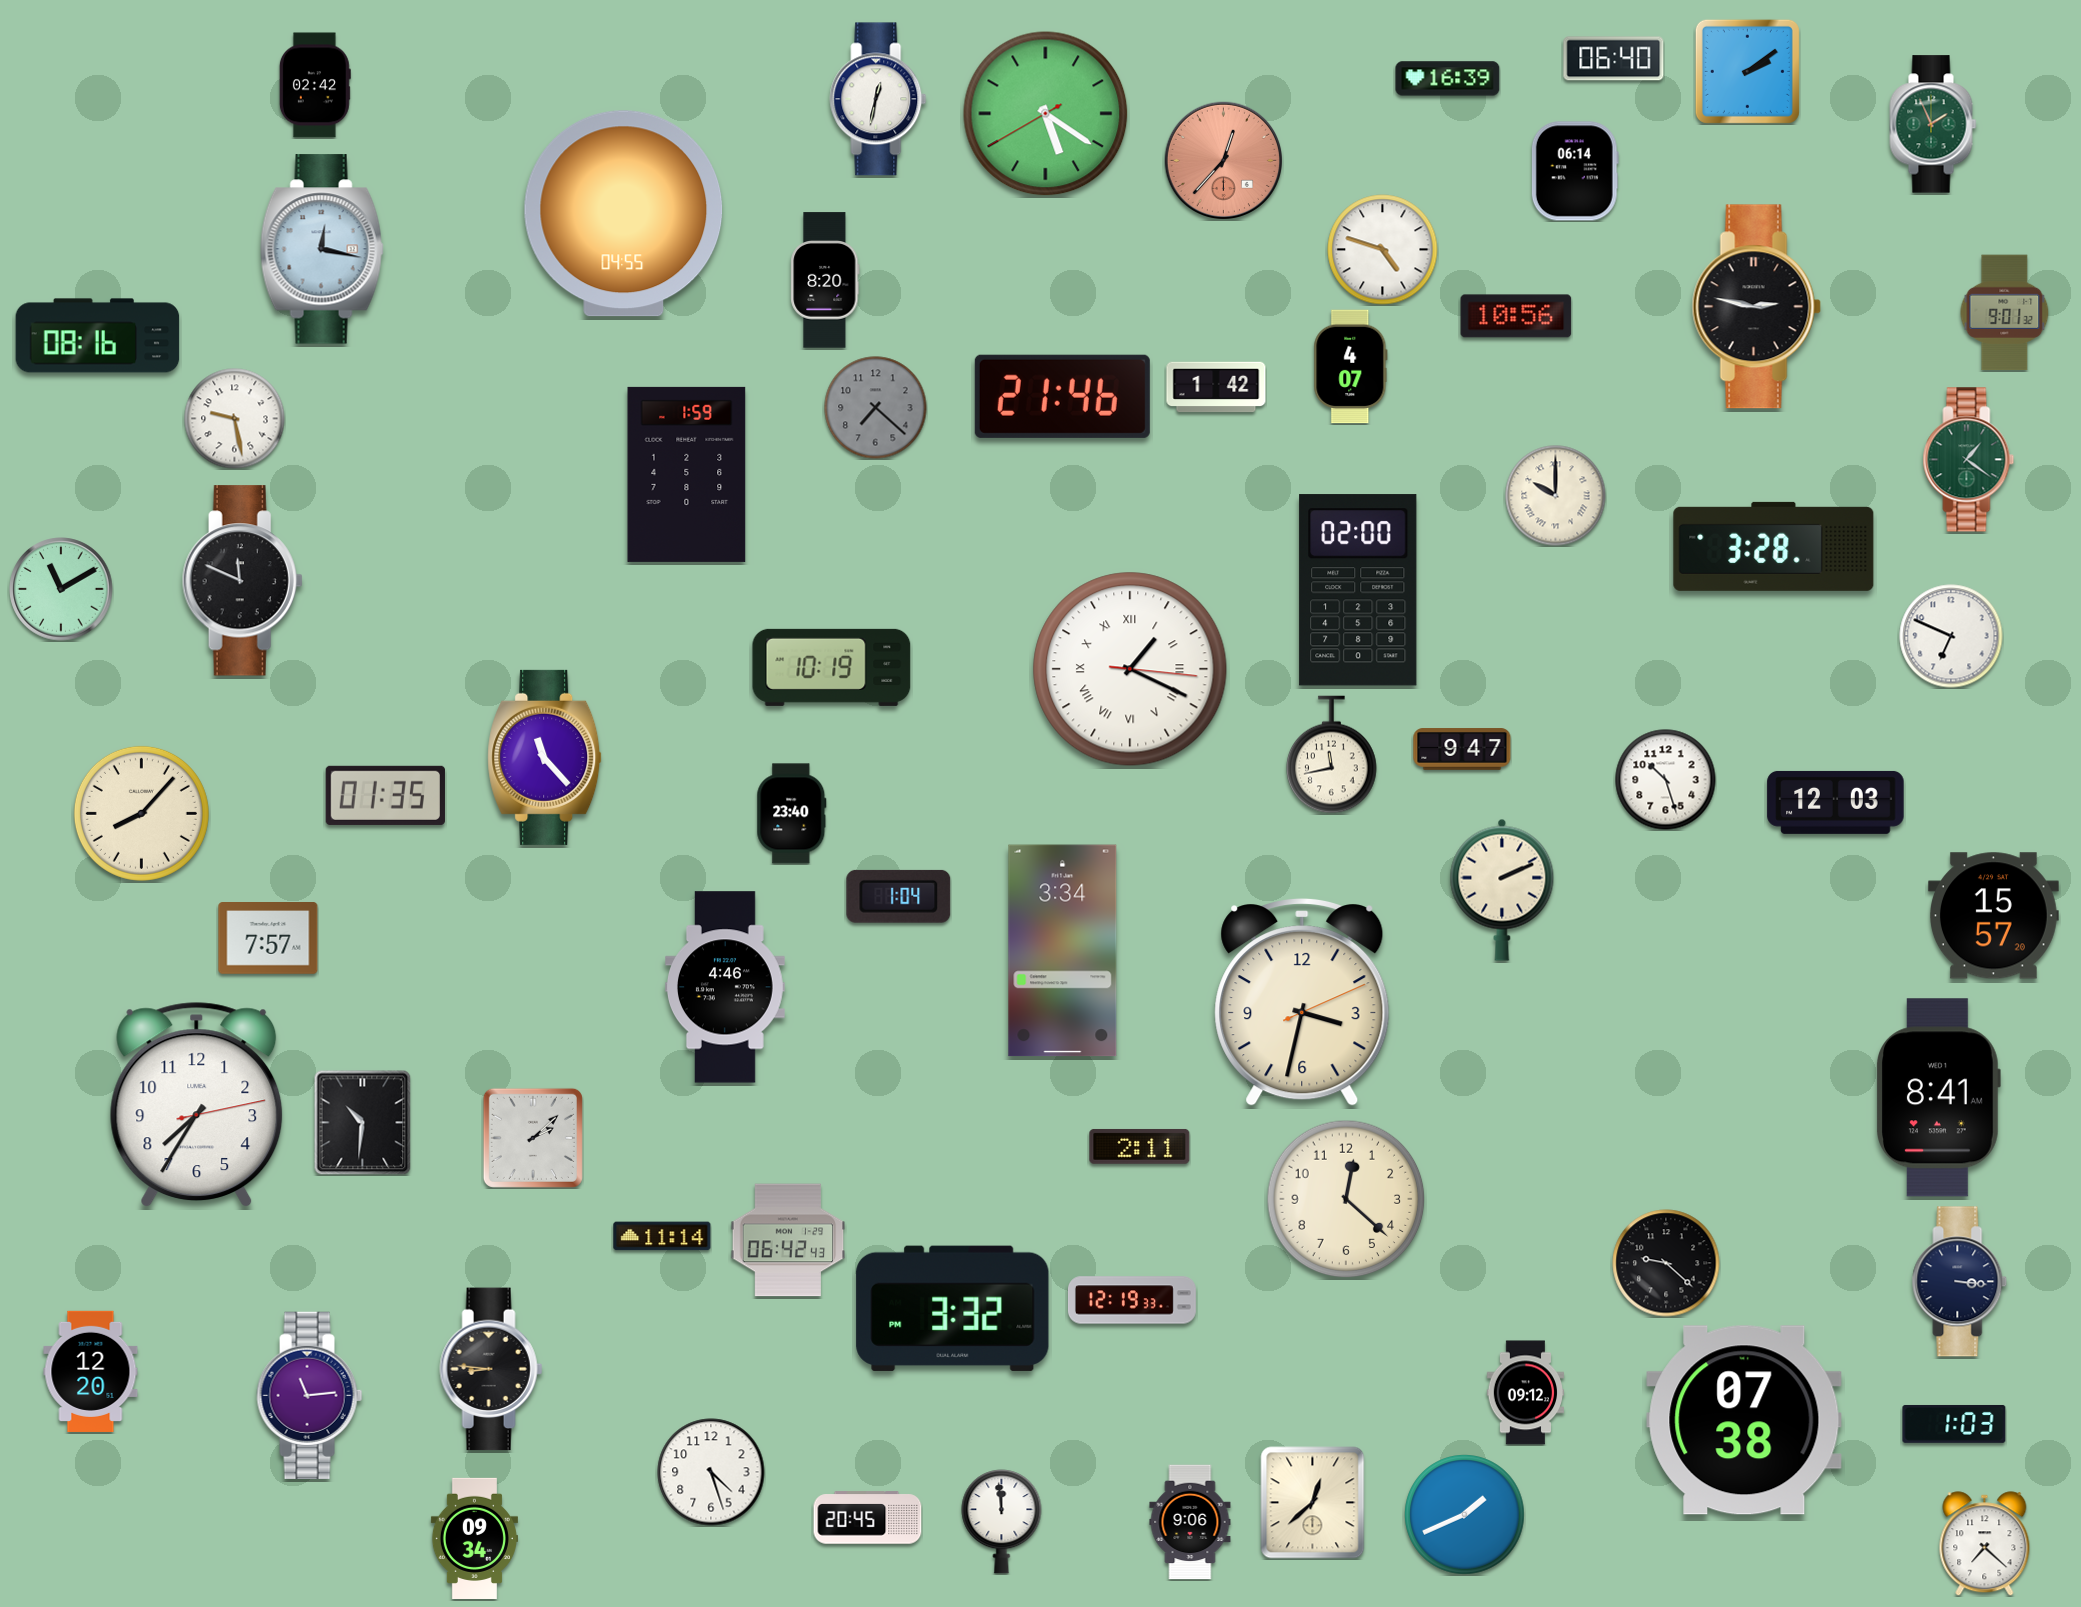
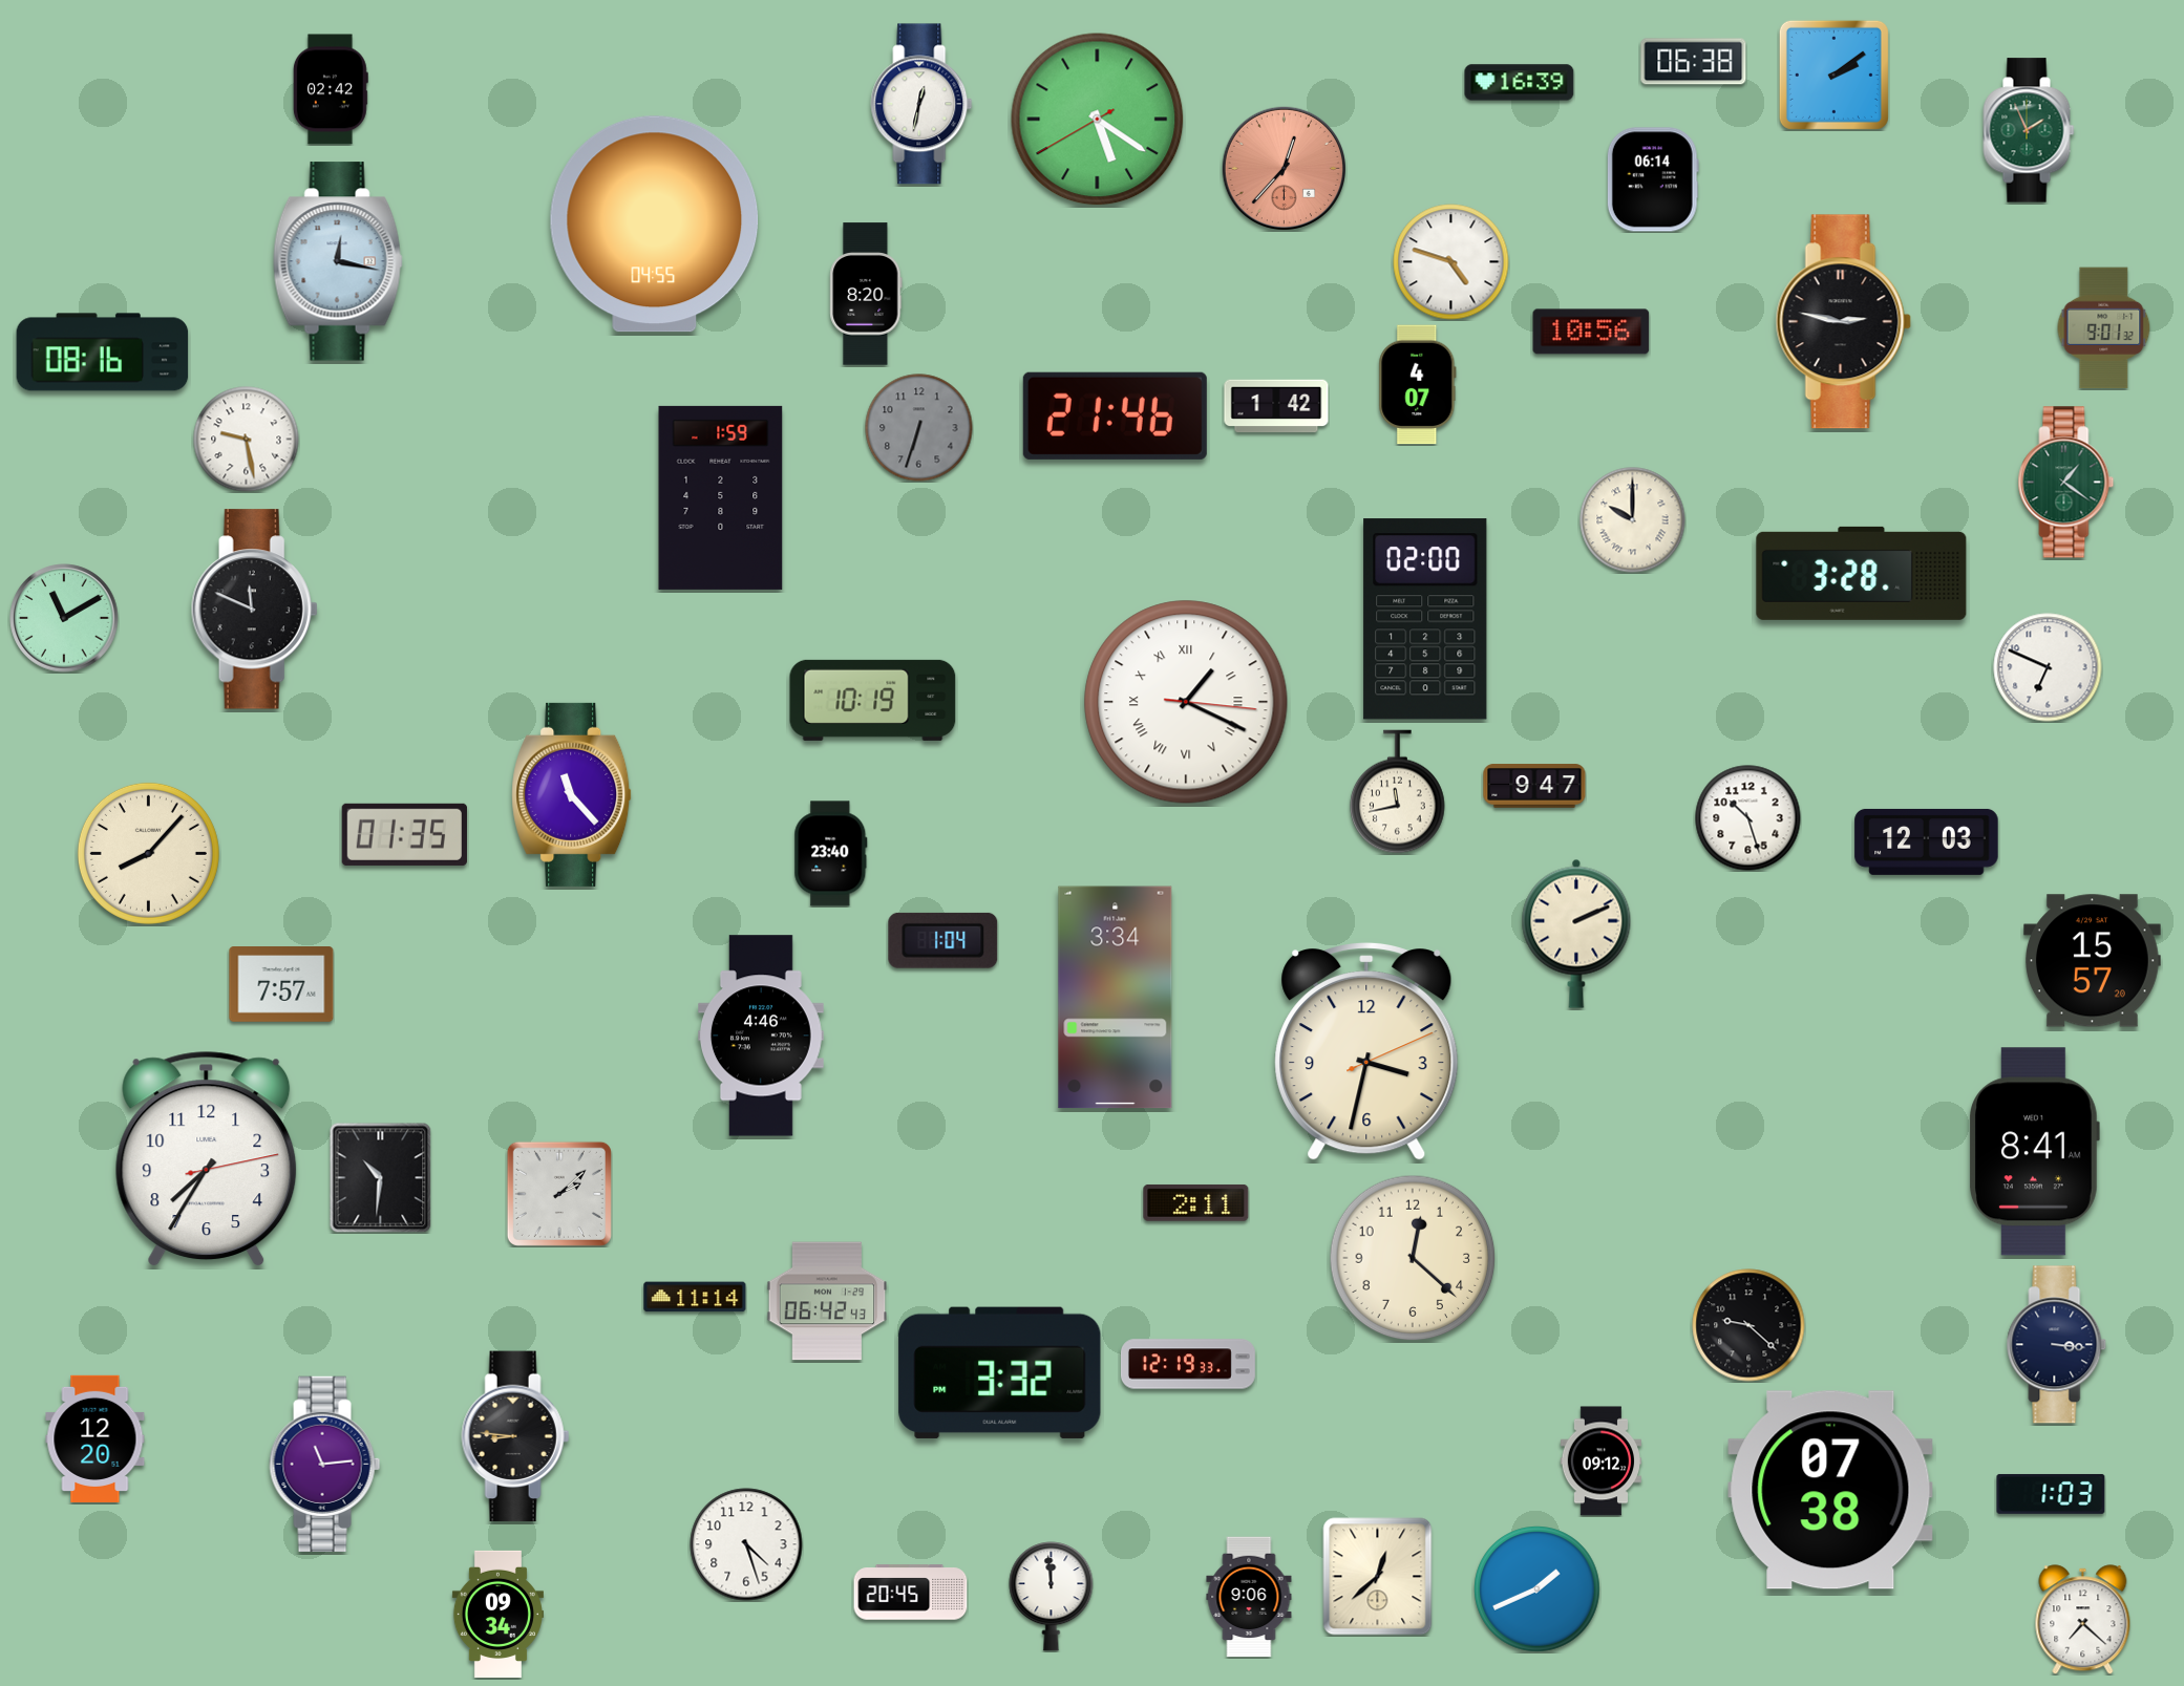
clock at (1614, 59): 06:40 -> 06:38
clock at (876, 408): 7:22 -> 6:33
